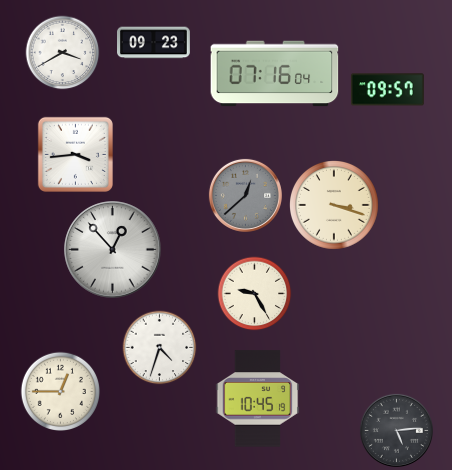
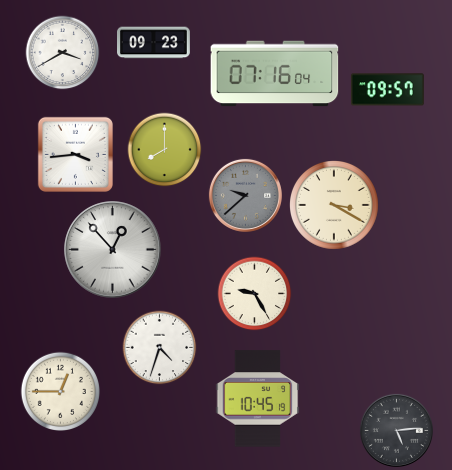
clock at (165, 150): none -> 8:00
clock at (245, 195): 12:38 -> 9:38
clock at (335, 206): 3:18 -> 3:20
